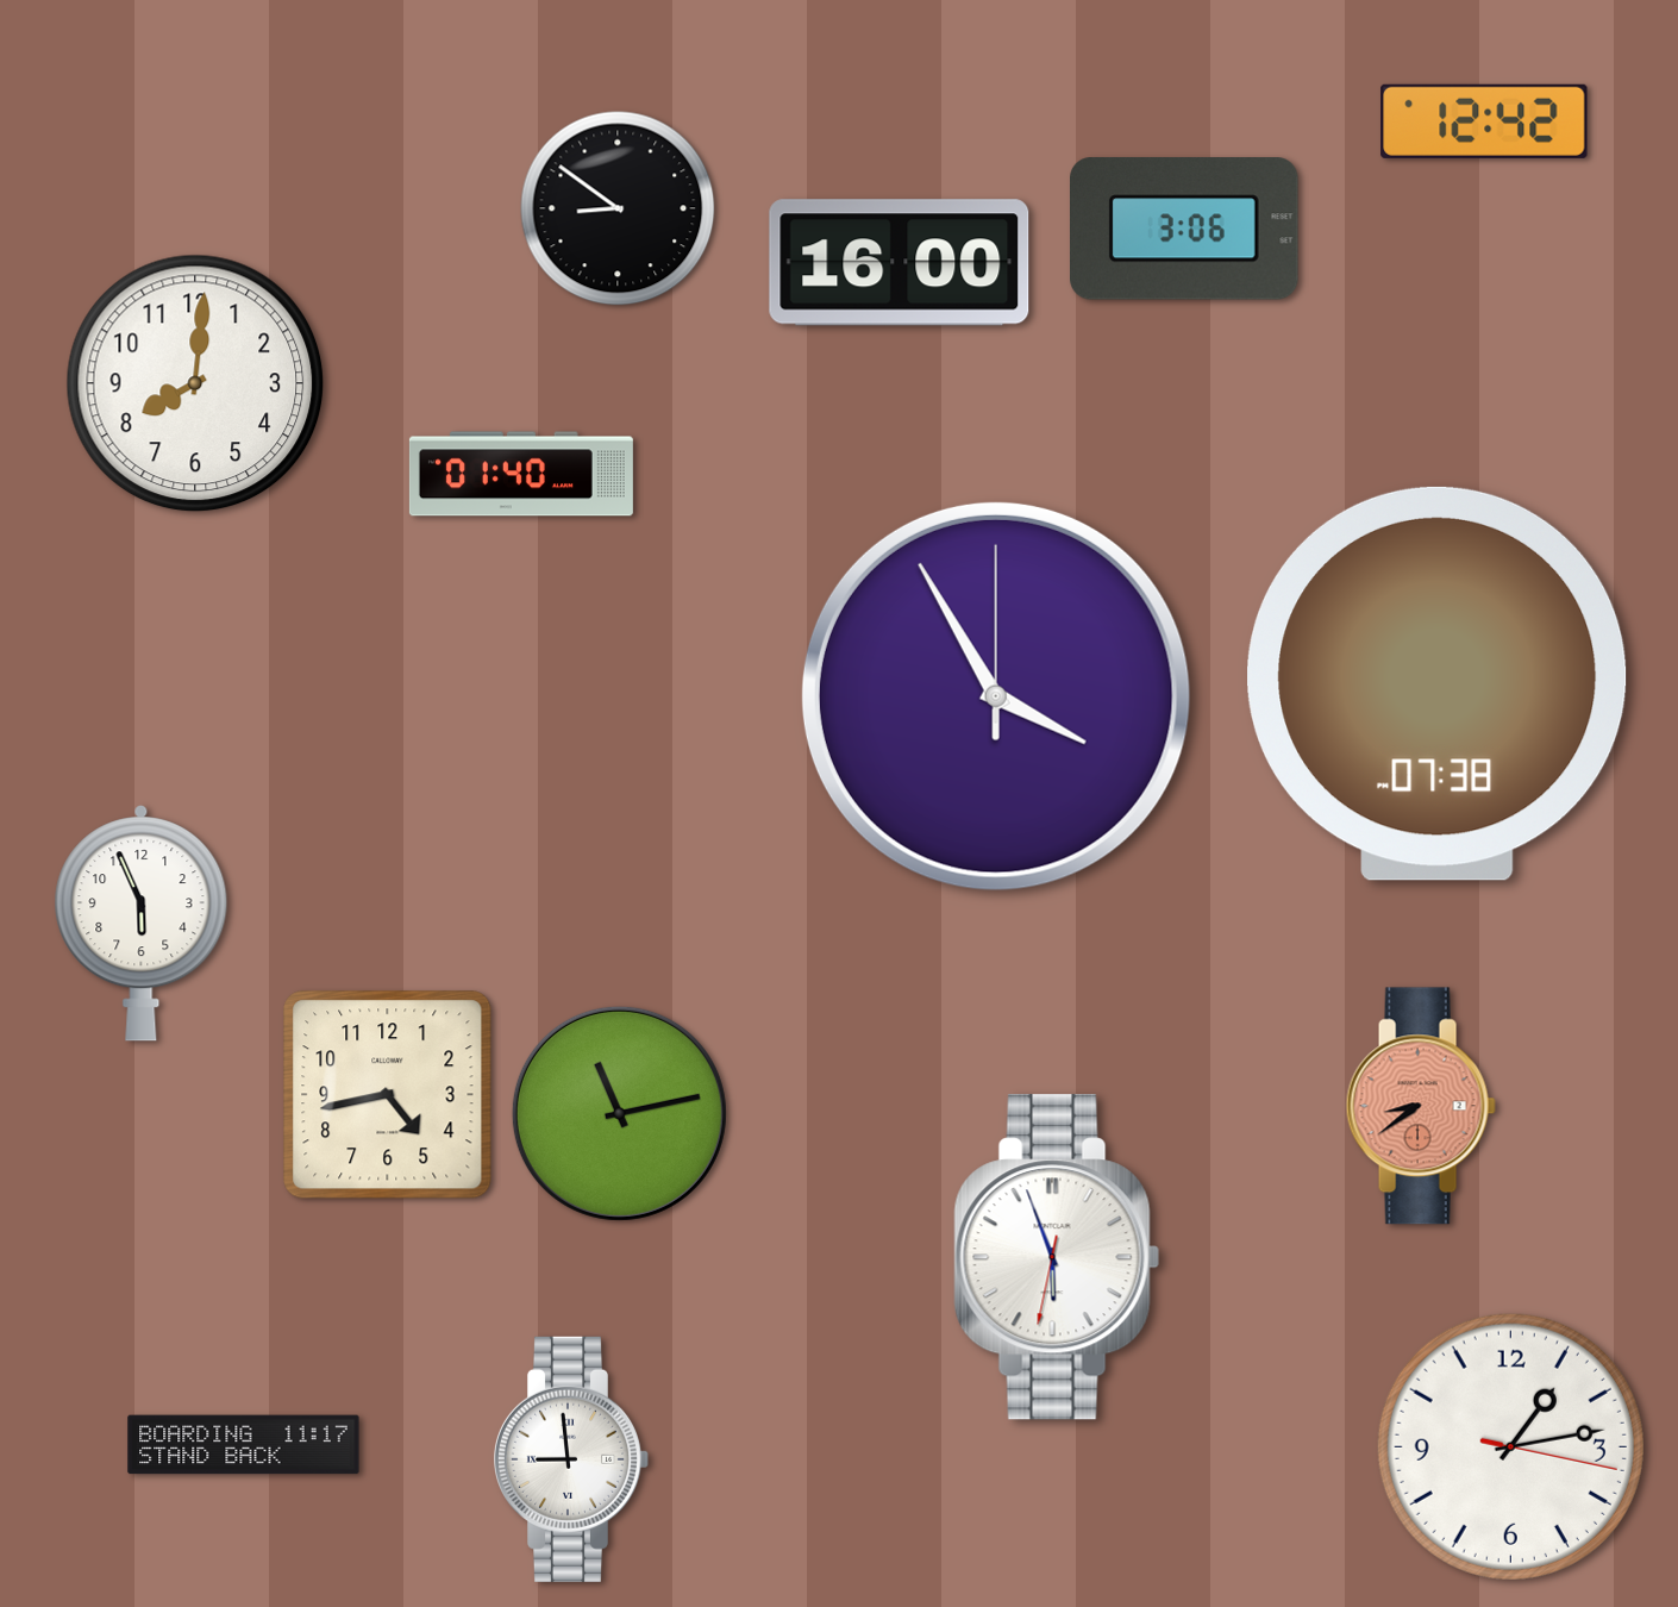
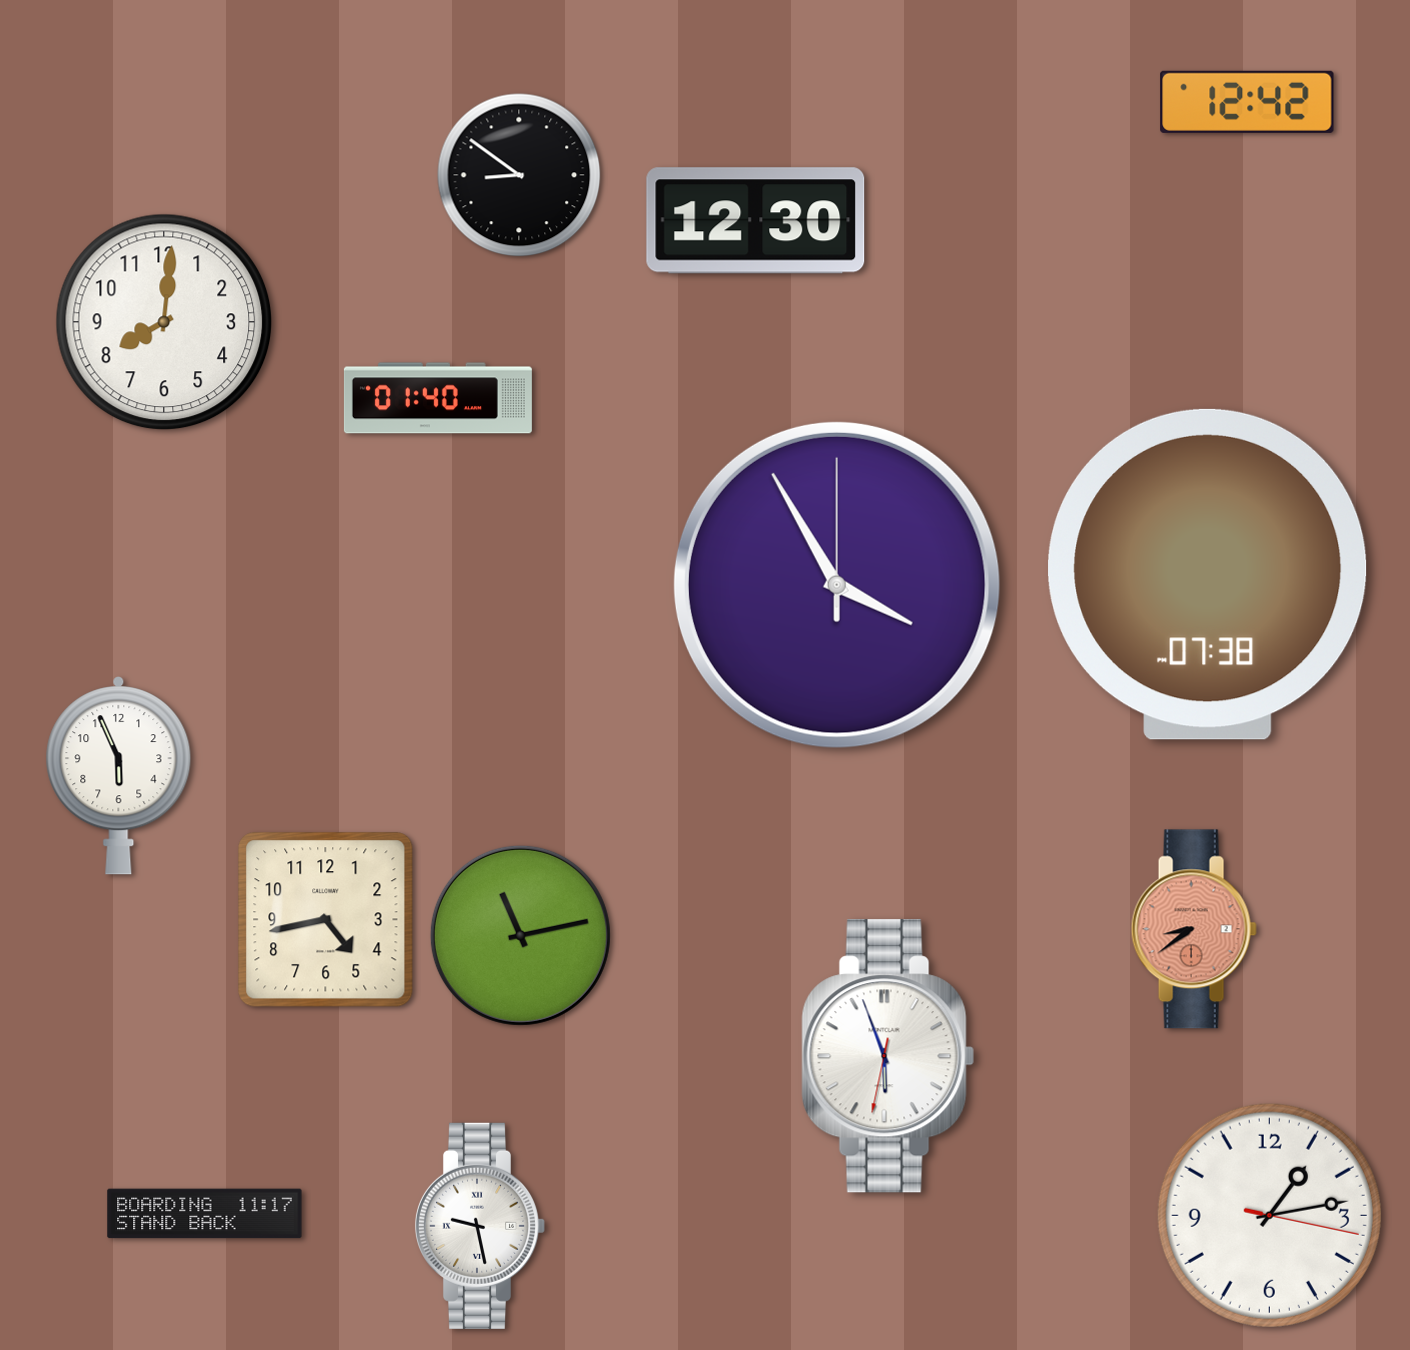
clock at (1185, 229): 3:06 -> none
clock at (900, 263): 16:00 -> 12:30
clock at (570, 1459): 8:59 -> 9:28
